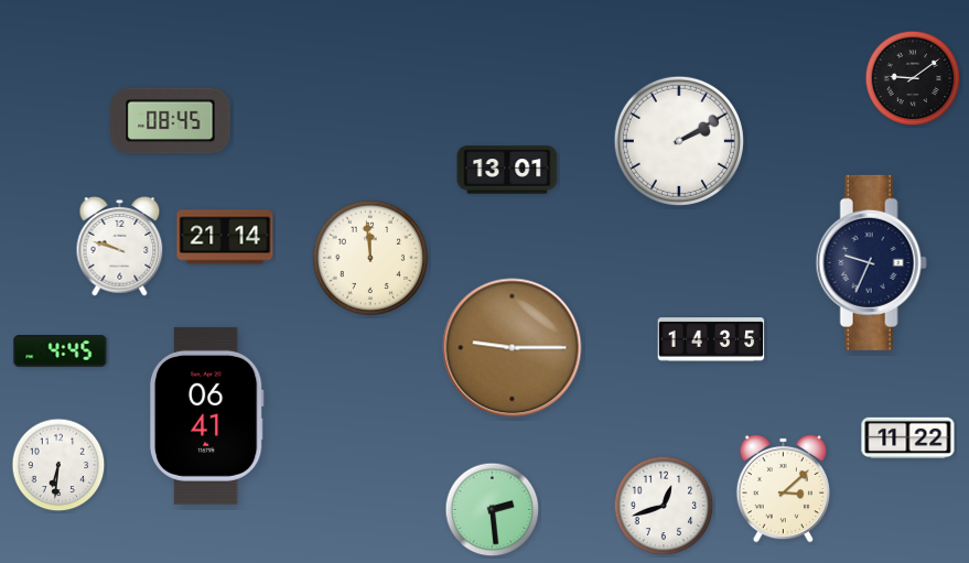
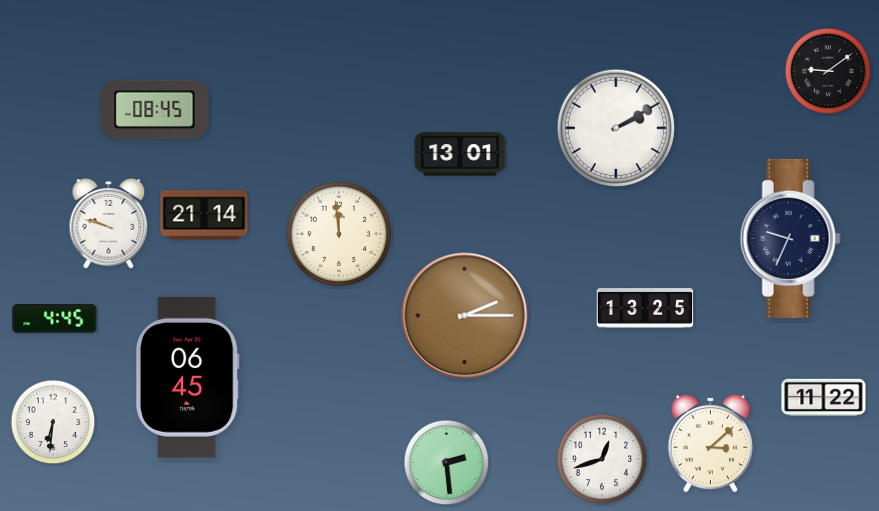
clock at (370, 258) position: (370, 258) -> (339, 234)
clock at (711, 339): 14:35 -> 13:25
clock at (513, 348): 9:15 -> 2:15
clock at (206, 415): 06:41 -> 06:45
